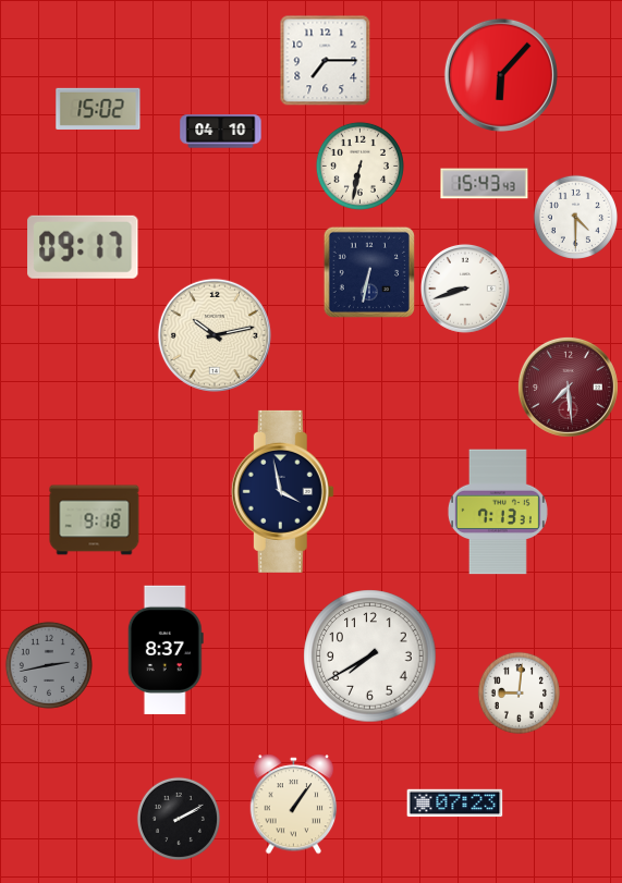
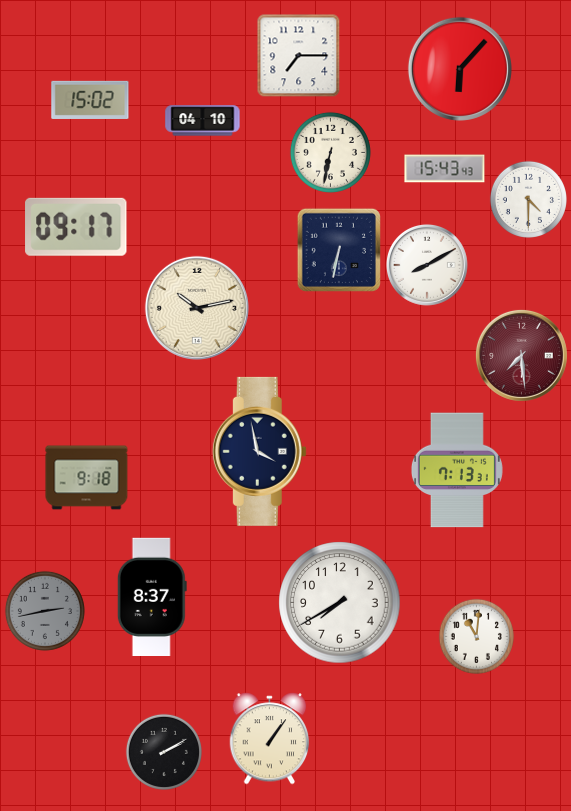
clock at (466, 289): 8:42 -> 8:10
clock at (519, 692): 9:01 -> 11:01
clock at (455, 804): 07:23 -> none
